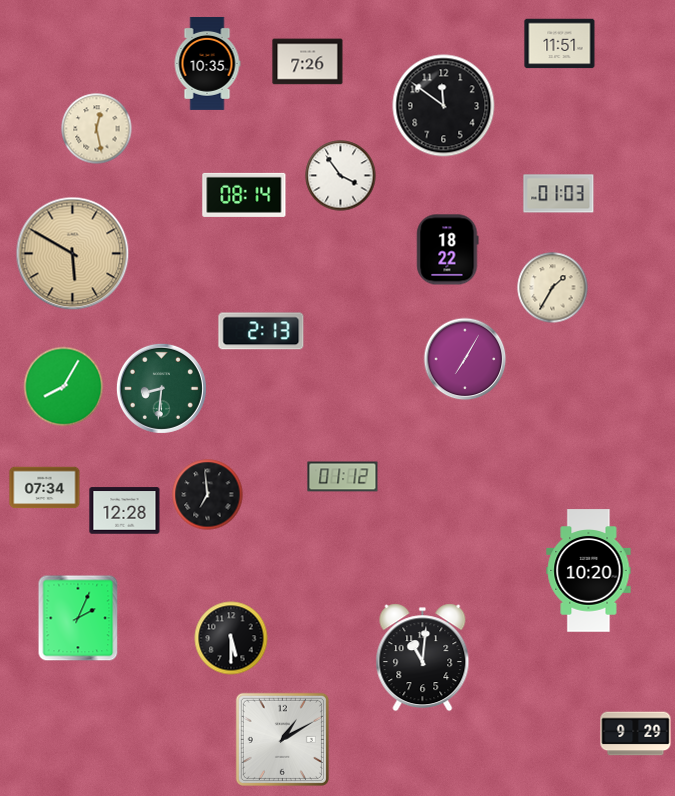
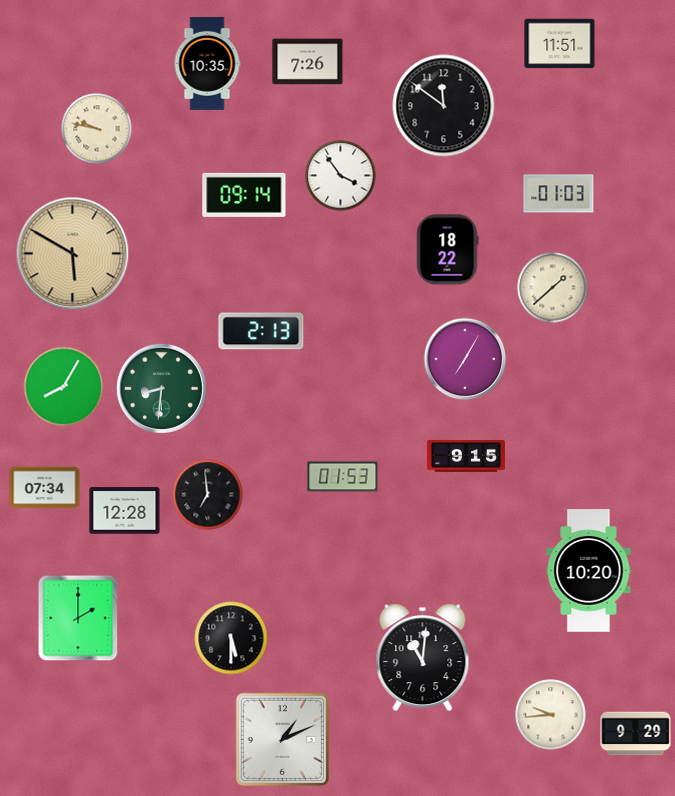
clock at (97, 129): 12:28 -> 9:47
clock at (244, 195): 08:14 -> 09:14
clock at (553, 288): 1:35 -> 1:38
clock at (466, 456): none -> 9:15
clock at (343, 477): 01:12 -> 01:53
clock at (78, 618): 2:04 -> 2:00
clock at (551, 715): none -> 9:44
clock at (282, 739): 1:10 -> 1:11
